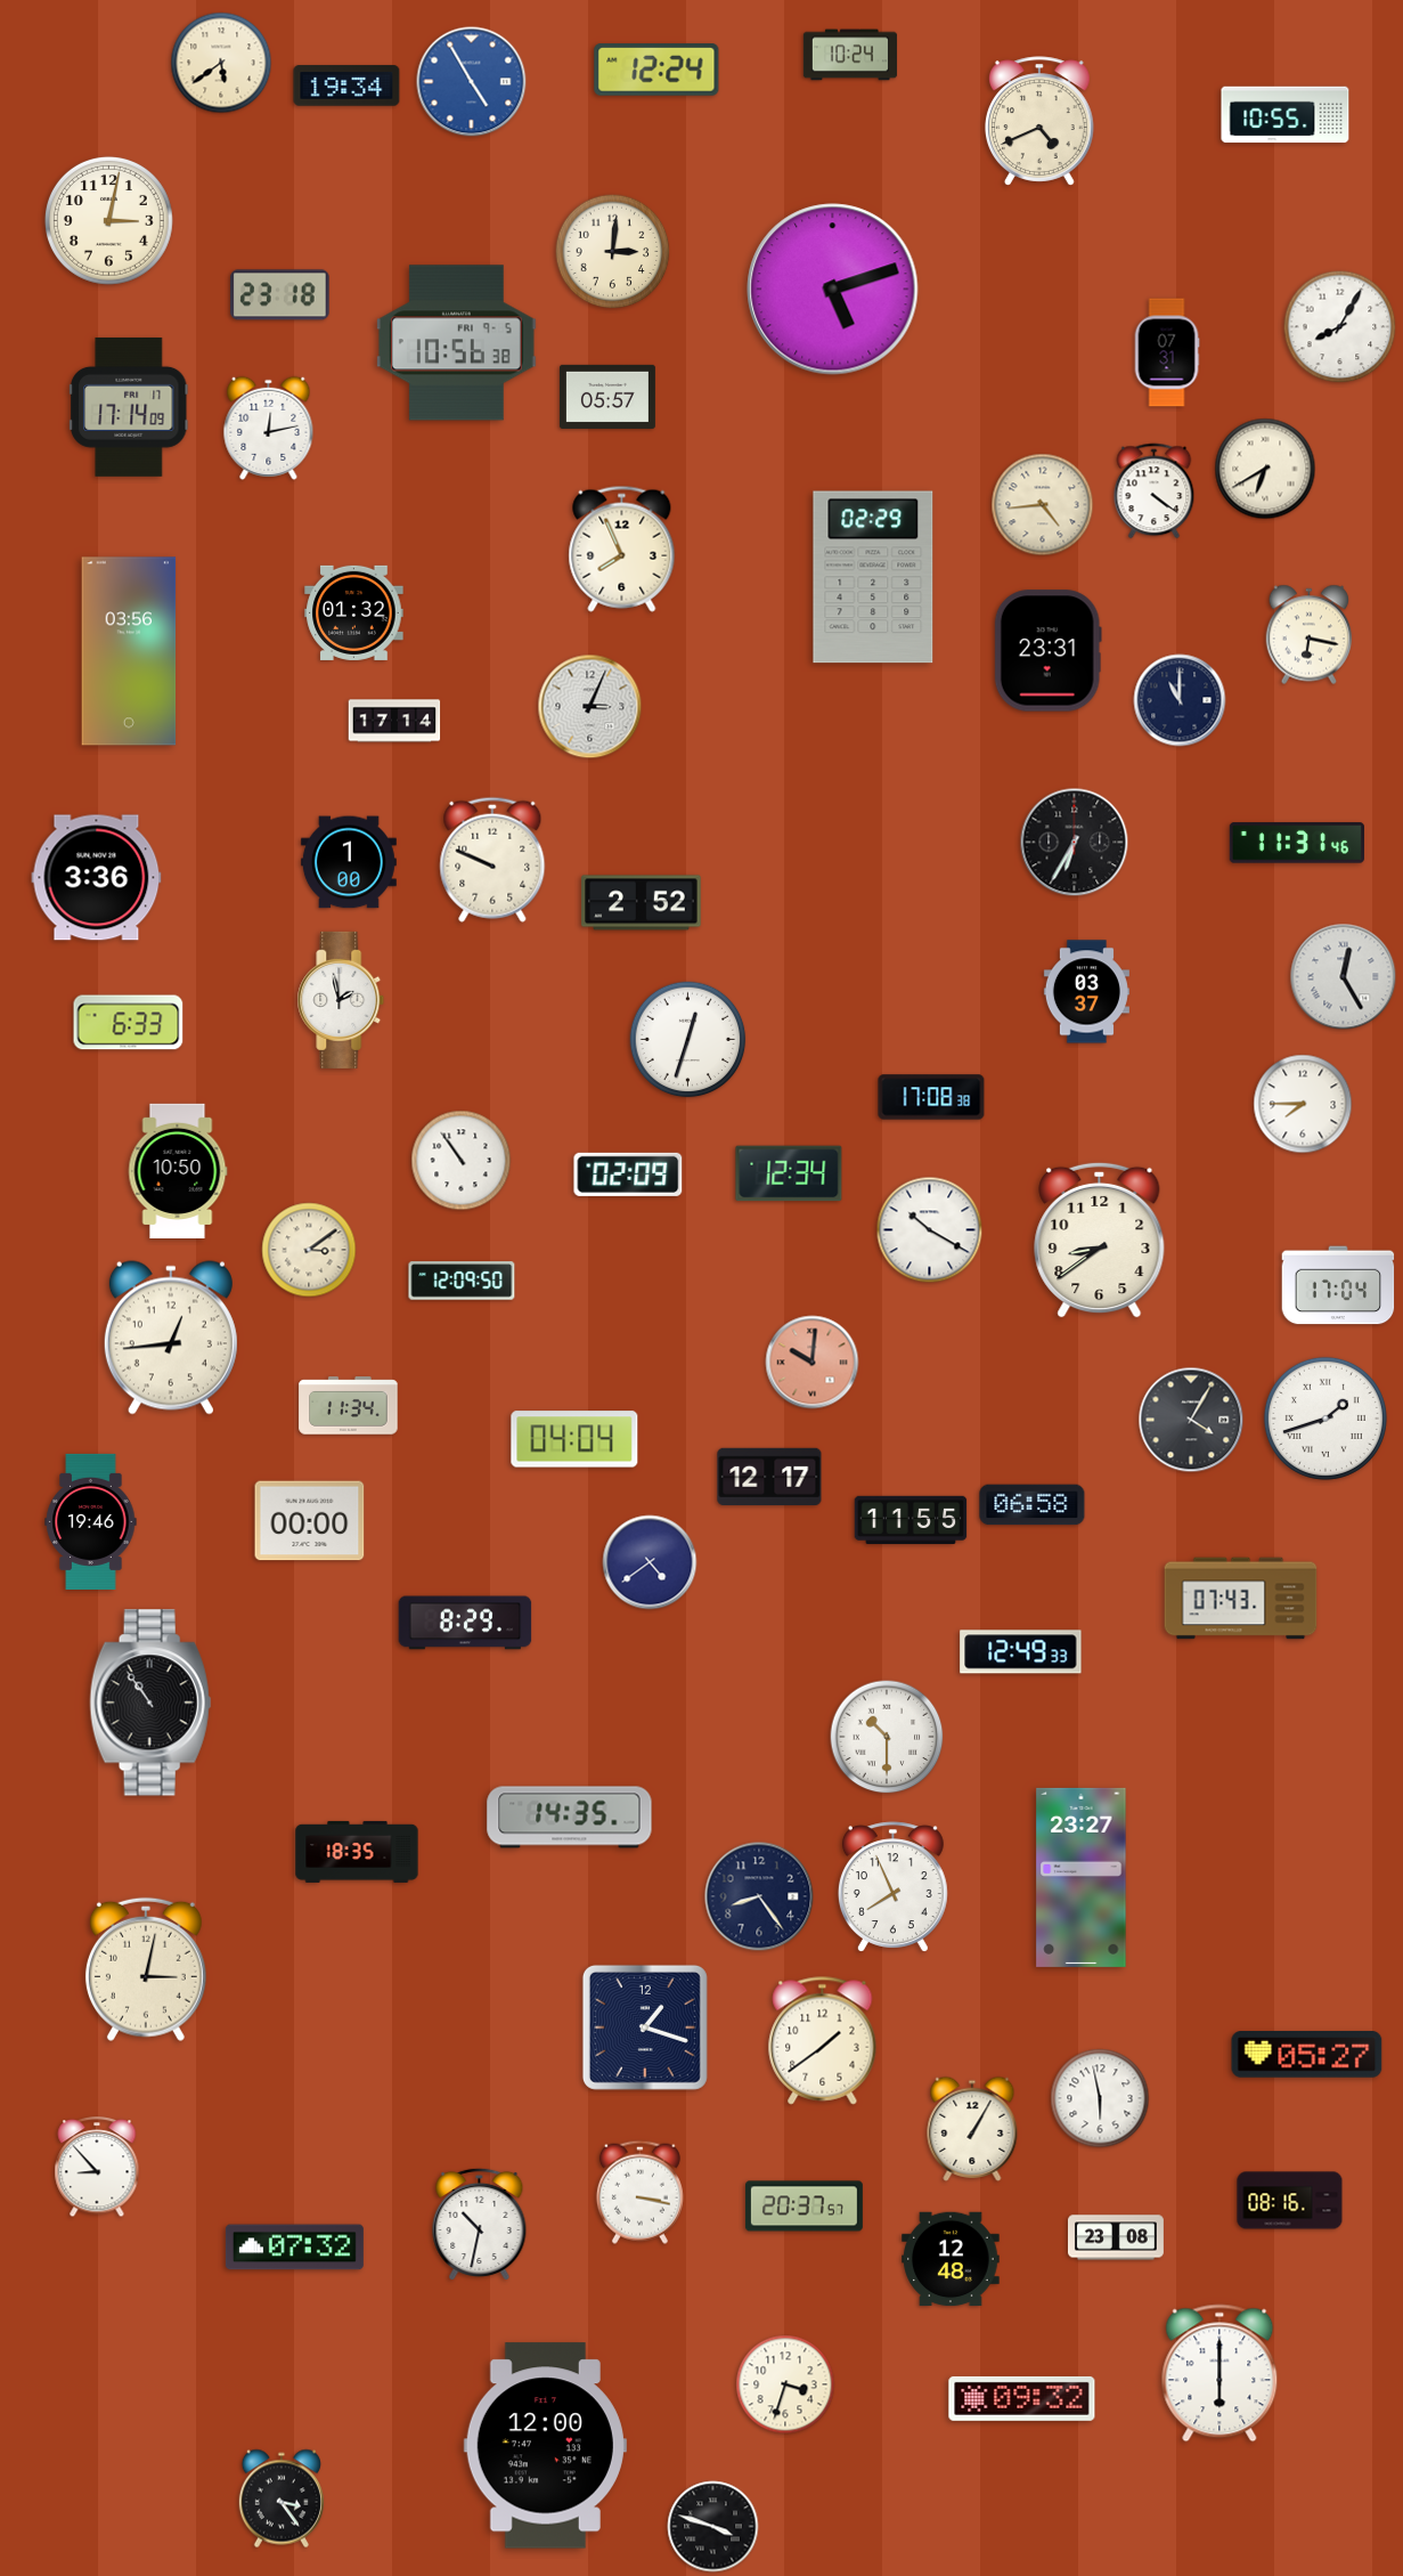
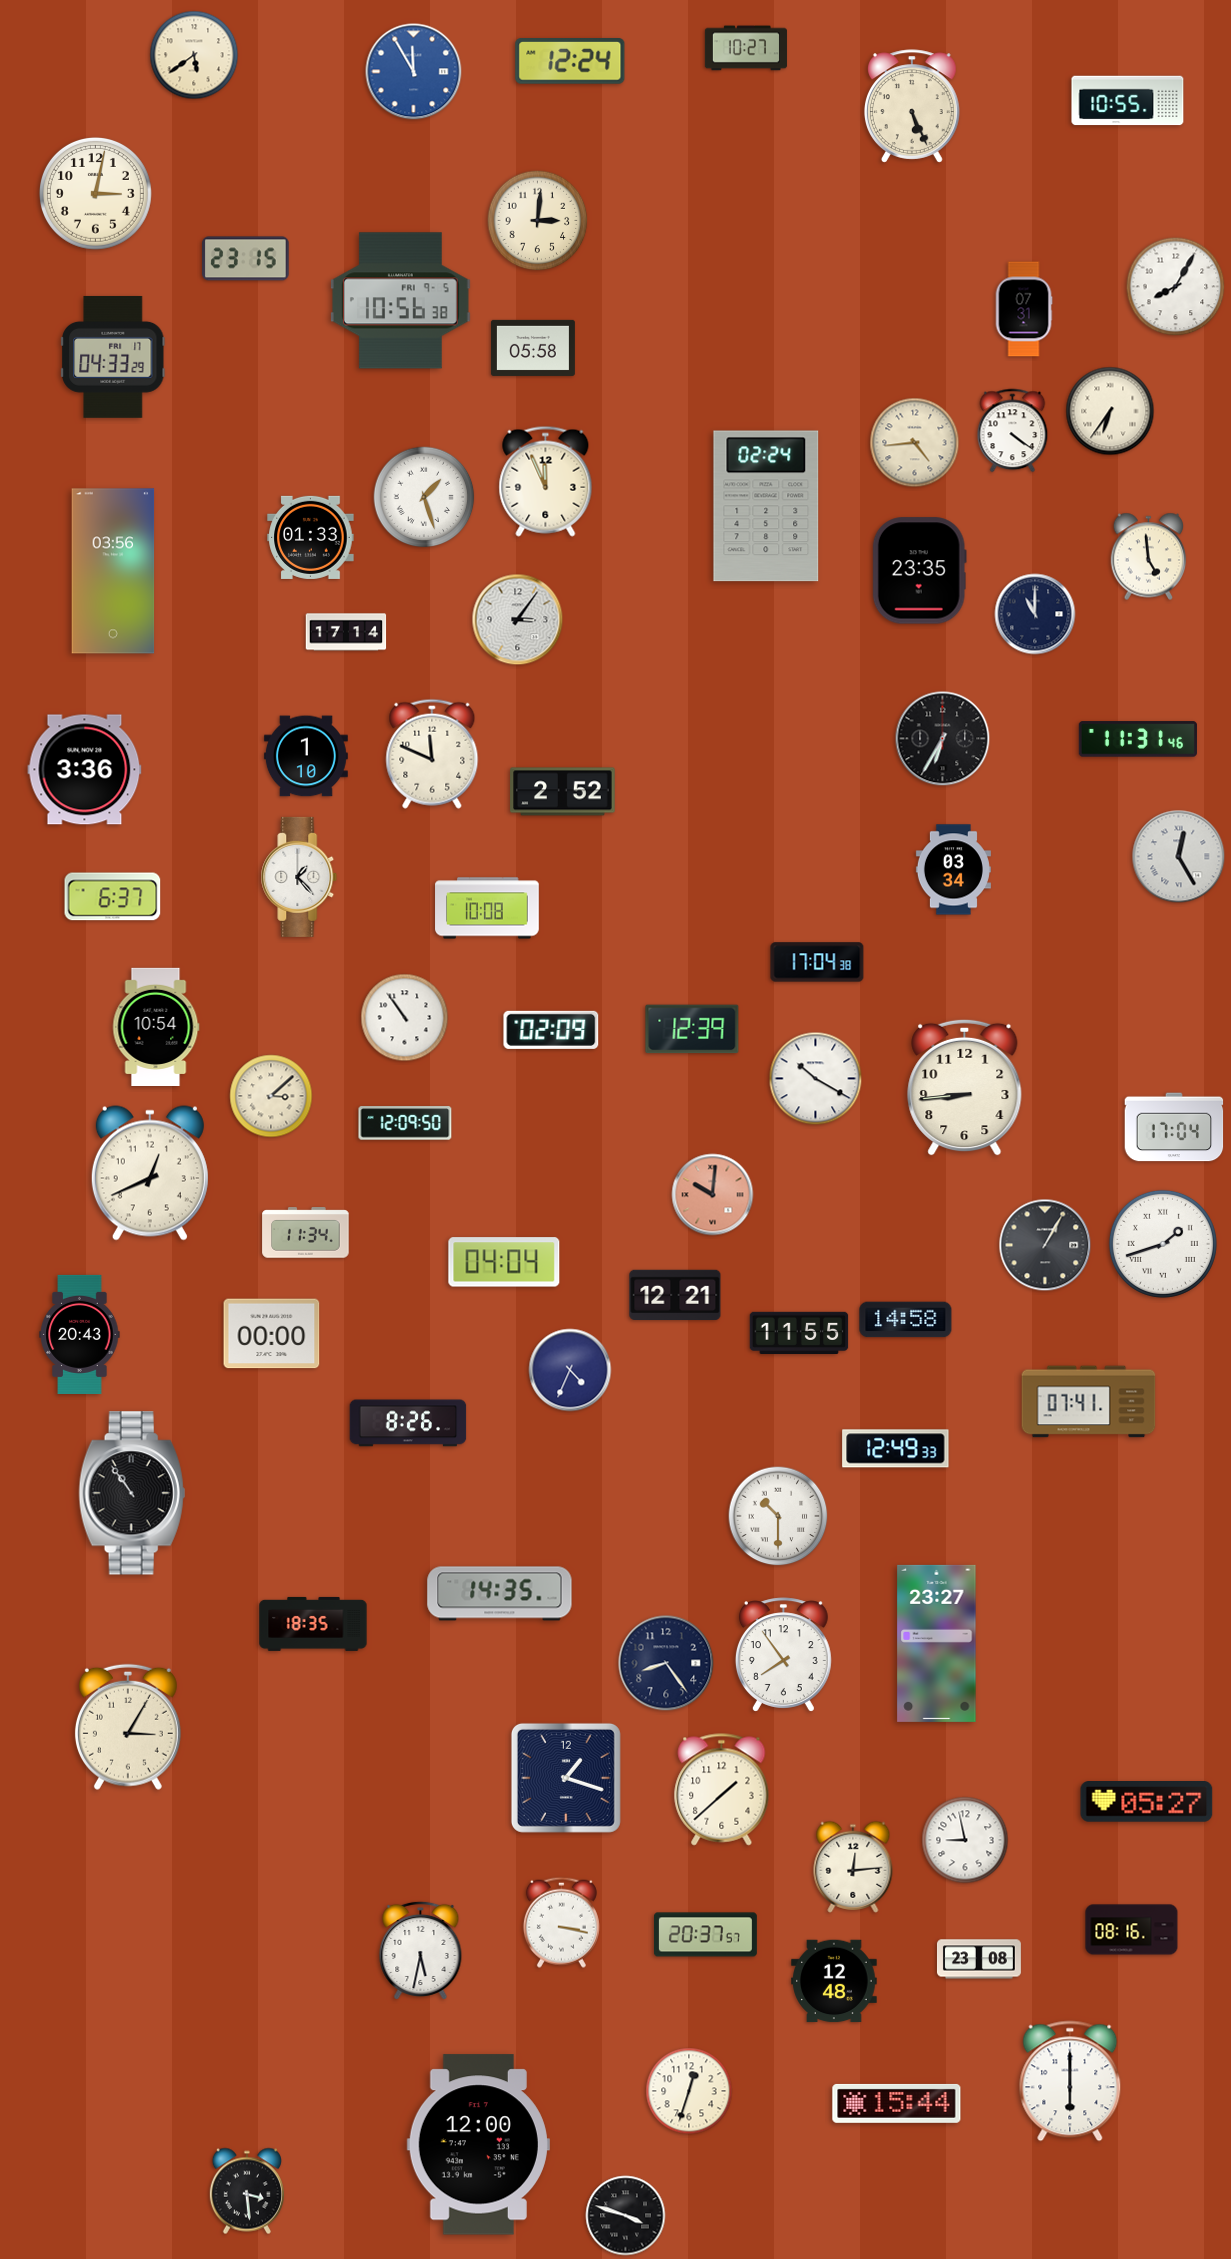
clock at (850, 55): 10:24 -> 10:27
clock at (656, 71) position: (656, 71) -> (570, 62)
clock at (472, 82): 4:55 -> 11:55
clock at (346, 86): 19:34 -> none
clock at (1039, 121): 4:41 -> 5:26
clock at (833, 290): 5:12 -> none
clock at (280, 295): 23:18 -> 23:15
clock at (607, 397): 05:57 -> 05:58
clock at (130, 407): 17:14 -> 04:33
clock at (269, 428): 12:13 -> none
clock at (1265, 469): 6:40 -> 6:36
clock at (622, 548): 7:56 -> 11:56
clock at (424, 497): none -> 1:27
clock at (873, 577): 02:29 -> 02:24
clock at (354, 612): 01:32 -> 01:33
clock at (1310, 635): 6:17 -> 4:59
clock at (1047, 651): 23:31 -> 23:35
clock at (590, 707): 3:04 -> 3:06
clock at (492, 860): 9:49 -> 11:49
clock at (349, 862): 1:00 -> 1:10
clock at (1086, 992): 03:37 -> 03:34
clock at (341, 1000): 1:58 -> 1:23
clock at (129, 1023): 6:33 -> 6:37
clock at (487, 908): none -> 10:08
clock at (688, 1040): 12:33 -> none
clock at (931, 1097): 17:08 -> 17:04
clock at (1303, 1104): 7:45 -> none
clock at (178, 1170): 10:50 -> 10:54
clock at (789, 1173): 12:34 -> 12:39
clock at (1100, 1240): 8:39 -> 8:44
clock at (309, 1250): 3:09 -> 3:08
clock at (171, 1338): 12:44 -> 12:41
clock at (1191, 1420): 4:05 -> 1:05
clock at (769, 1477): 12:17 -> 12:21
clock at (1033, 1505): 06:58 -> 14:58
clock at (91, 1521): 19:46 -> 20:43
clock at (650, 1562): 4:39 -> 4:34
clock at (1241, 1599): 07:43 -> 07:41
clock at (465, 1623): 8:29 -> 8:26
clock at (887, 1737) position: (887, 1737) -> (778, 1516)
clock at (1082, 1877) position: (1082, 1877) -> (937, 1643)
clock at (892, 1887): 7:56 -> 7:54
clock at (146, 1969): 3:02 -> 3:05
clock at (823, 2041): 1:39 -> 1:38
clock at (1100, 2098): 5:58 -> 8:58
clock at (972, 2129): 1:05 -> 12:14
clock at (97, 2168): 8:53 -> none
clock at (480, 2224): 10:32 -> 5:32
clock at (1116, 2237) position: (1116, 2237) -> (979, 1959)
clock at (294, 2248): 07:32 -> none
clock at (785, 2384): 3:33 -> 12:33
clock at (1022, 2398): 09:32 -> 15:44
clock at (282, 2498): 3:24 -> 3:29
